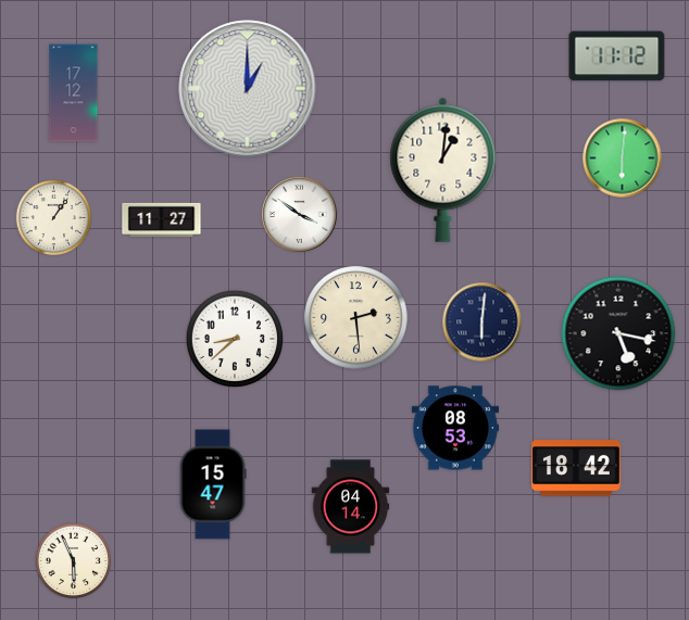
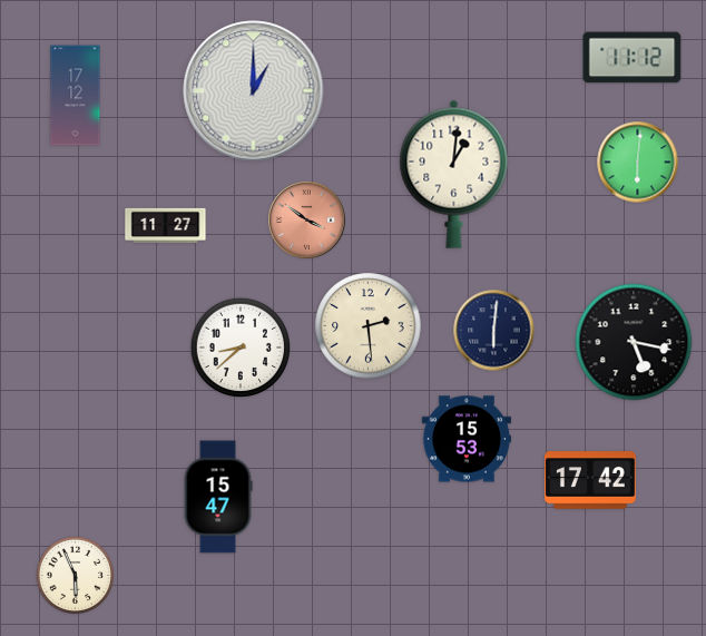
clock at (300, 215) dial: white -> salmon
clock at (54, 218): 1:06 -> none
clock at (356, 318) position: (356, 318) -> (369, 326)
clock at (455, 428): 08:53 -> 15:53
clock at (577, 468): 18:42 -> 17:42
clock at (351, 507): 04:14 -> none
